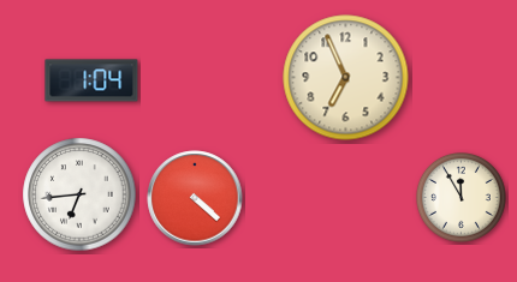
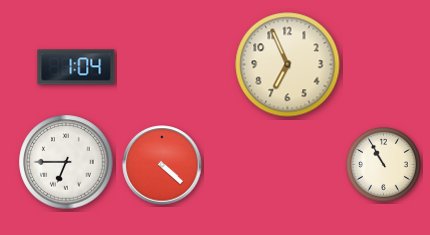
clock at (79, 194): 6:44 -> 6:45
clock at (462, 198): 11:55 -> 10:55
